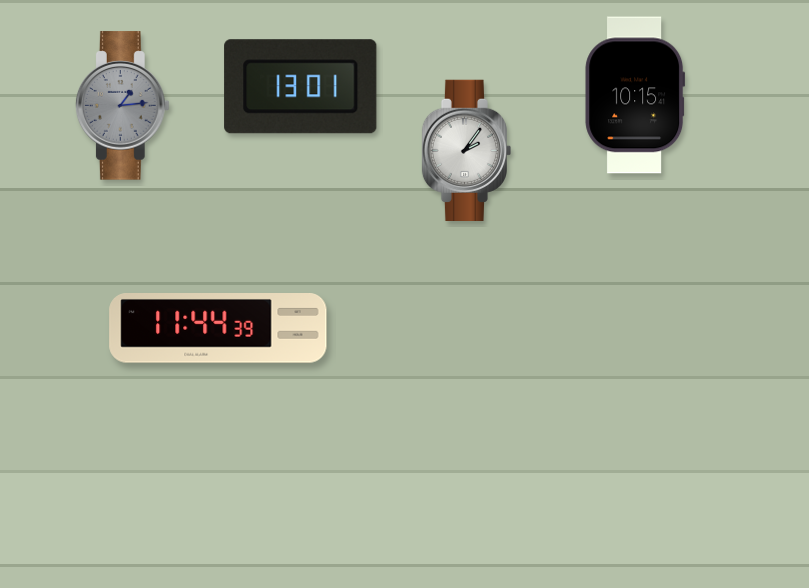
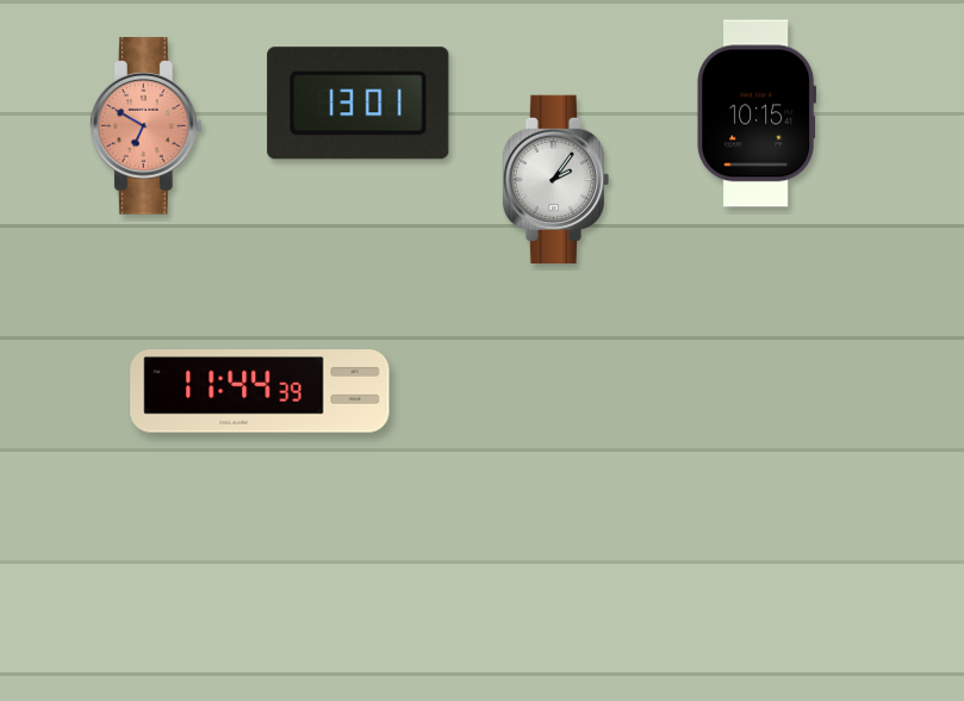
clock at (122, 106): 1:14 -> 6:50
clock at (122, 106) dial: grey -> salmon
